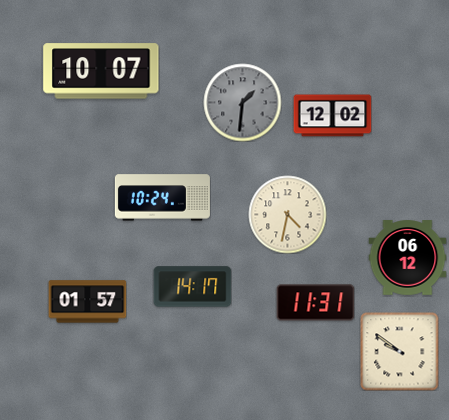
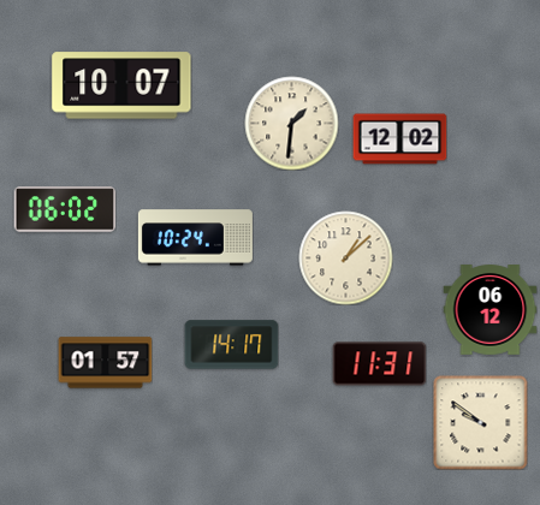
clock at (242, 102) dial: grey -> cream
clock at (65, 209): none -> 06:02
clock at (287, 214): 4:32 -> 1:08
